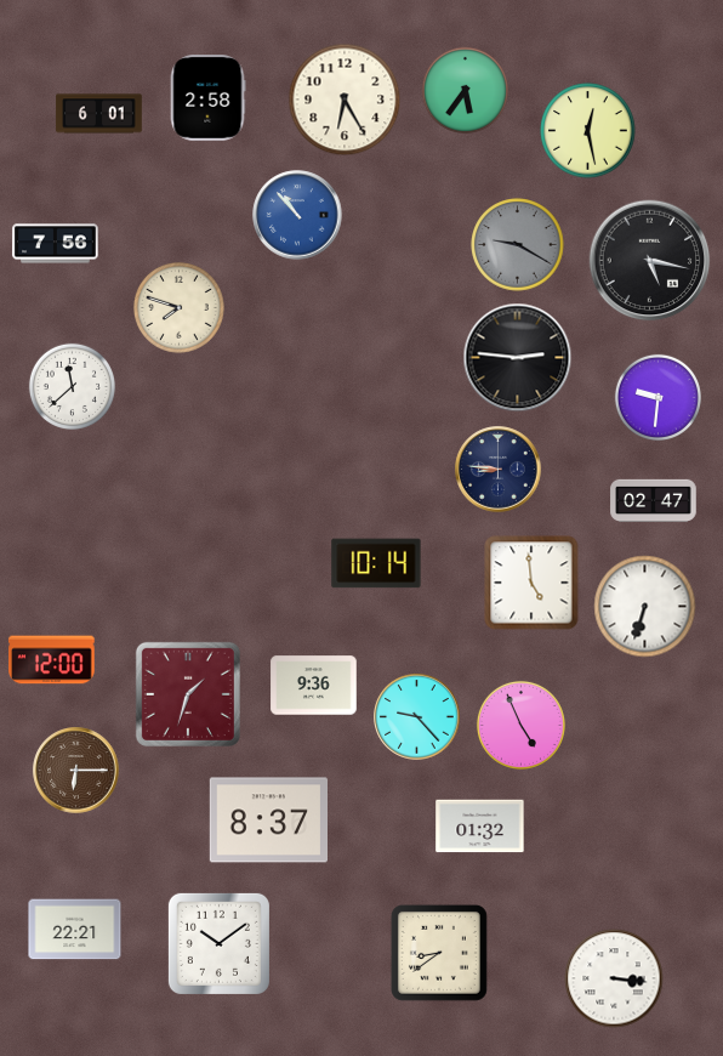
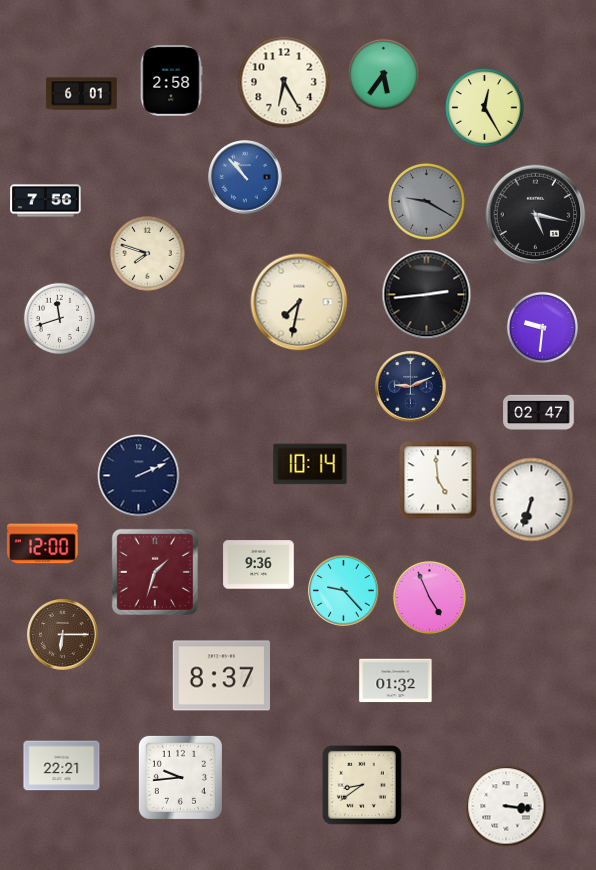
clock at (588, 131): 12:28 -> 12:25
clock at (518, 358): 2:46 -> 2:44
clock at (299, 302): none -> 7:32
clock at (72, 386): 11:38 -> 11:42
clock at (499, 470): 8:46 -> 9:11
clock at (139, 476): none -> 2:11
clock at (218, 943): 10:09 -> 9:44
